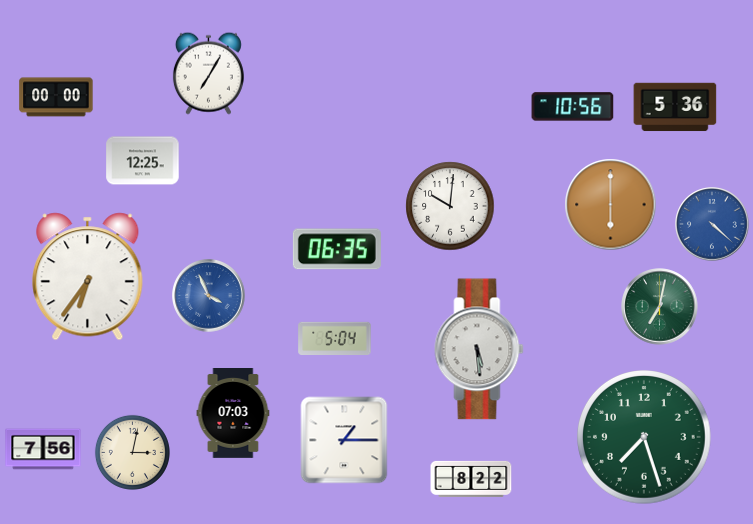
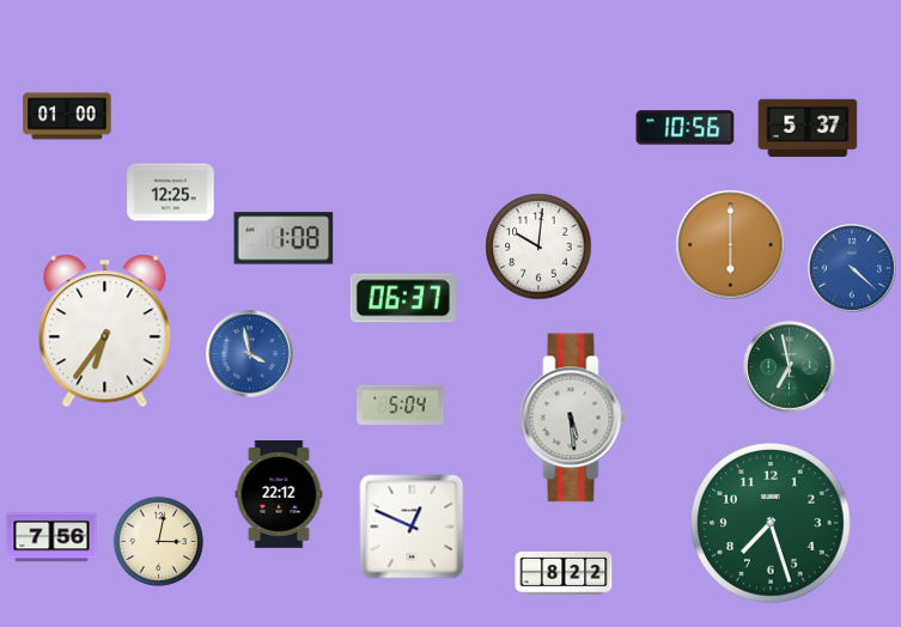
clock at (208, 73): 7:05 -> none
clock at (56, 97): 00:00 -> 01:00
clock at (675, 107): 5:36 -> 5:37
clock at (284, 238): none -> 1:08
clock at (337, 249): 06:35 -> 06:37
clock at (209, 296): 3:56 -> 3:58
clock at (660, 307): 7:02 -> 6:58
clock at (233, 414): 07:03 -> 22:12
clock at (344, 440): 1:15 -> 12:49
